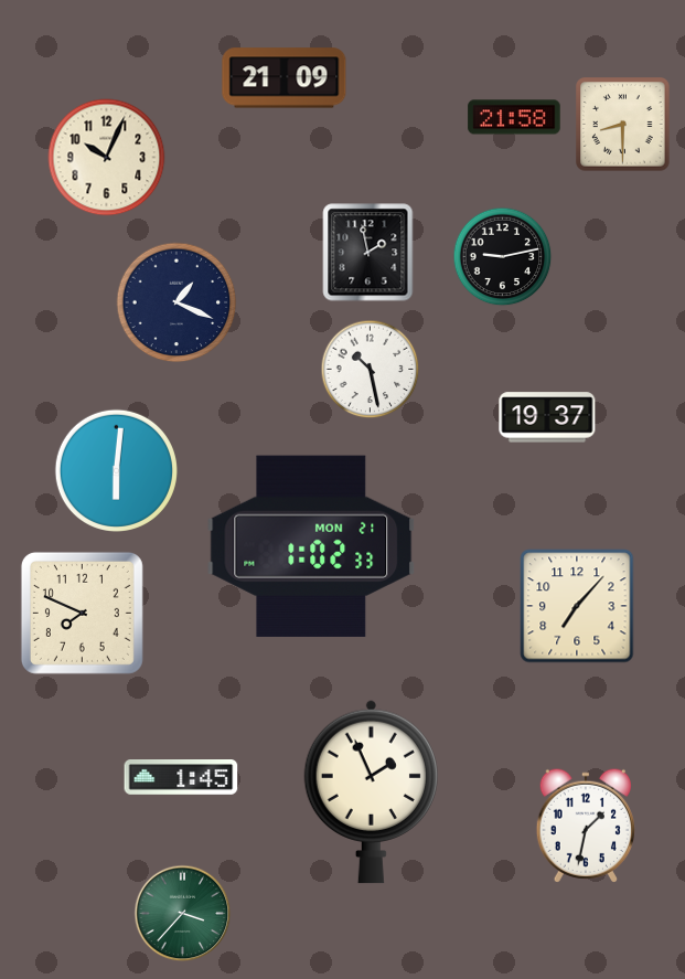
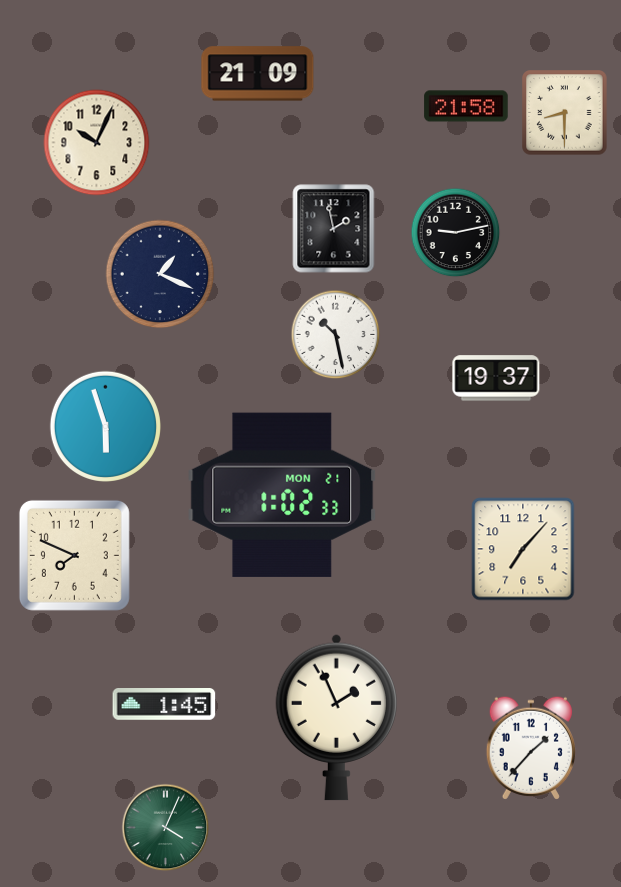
clock at (285, 78) position: (285, 78) -> (258, 74)
clock at (116, 470): 6:01 -> 5:57
clock at (586, 826): 1:32 -> 1:37
clock at (183, 914): 3:37 -> 4:04
